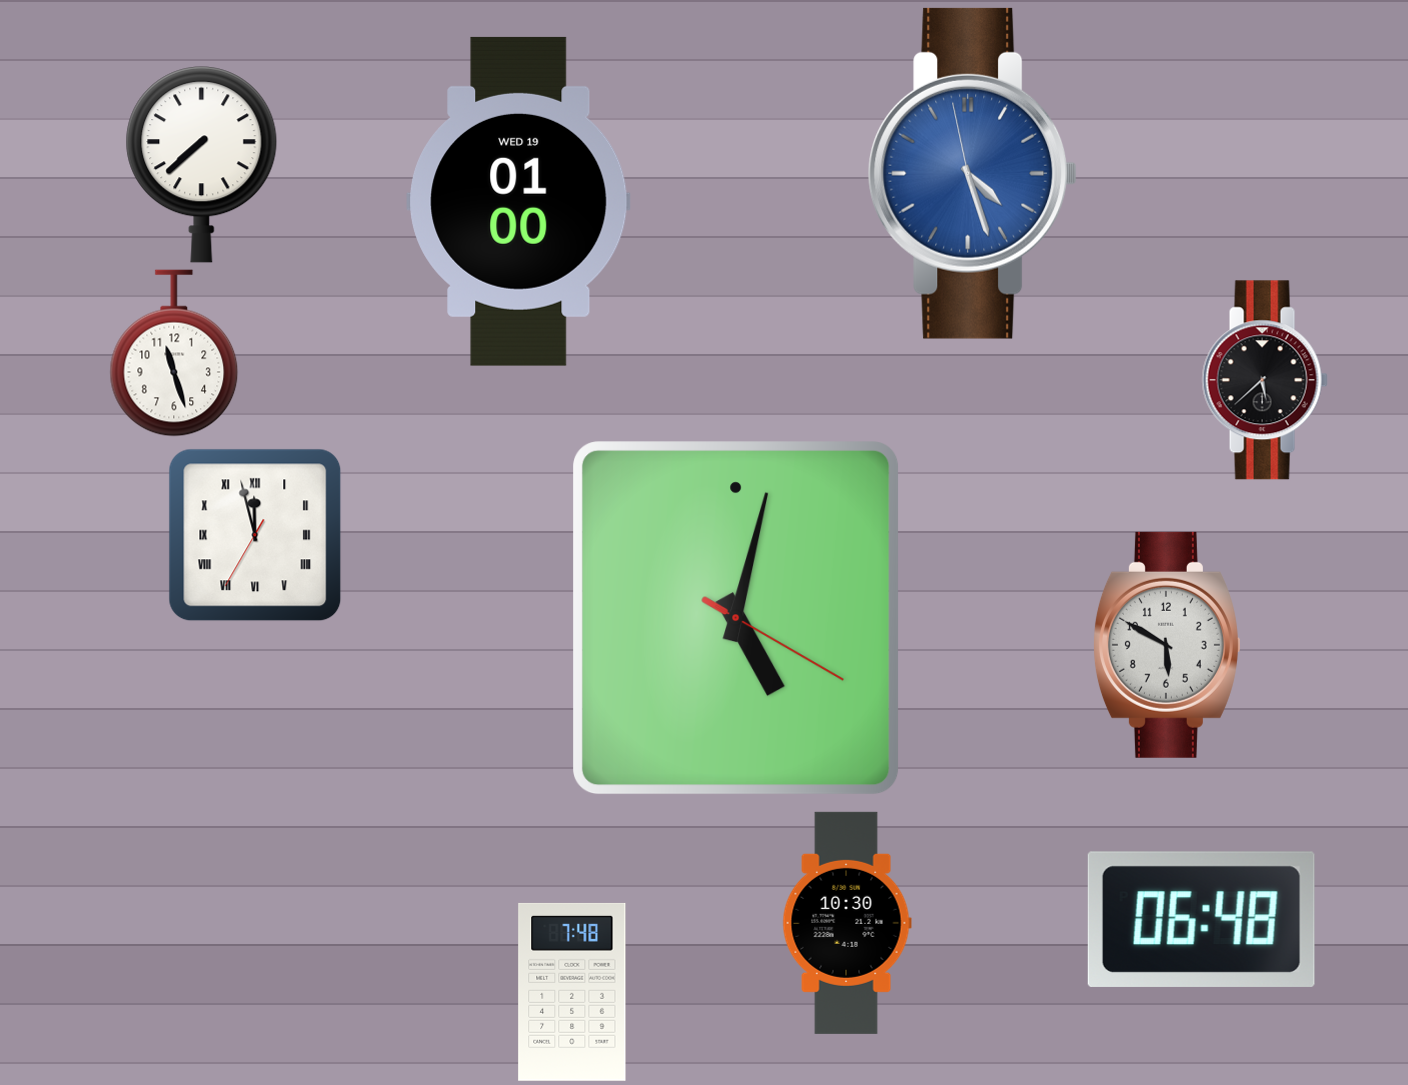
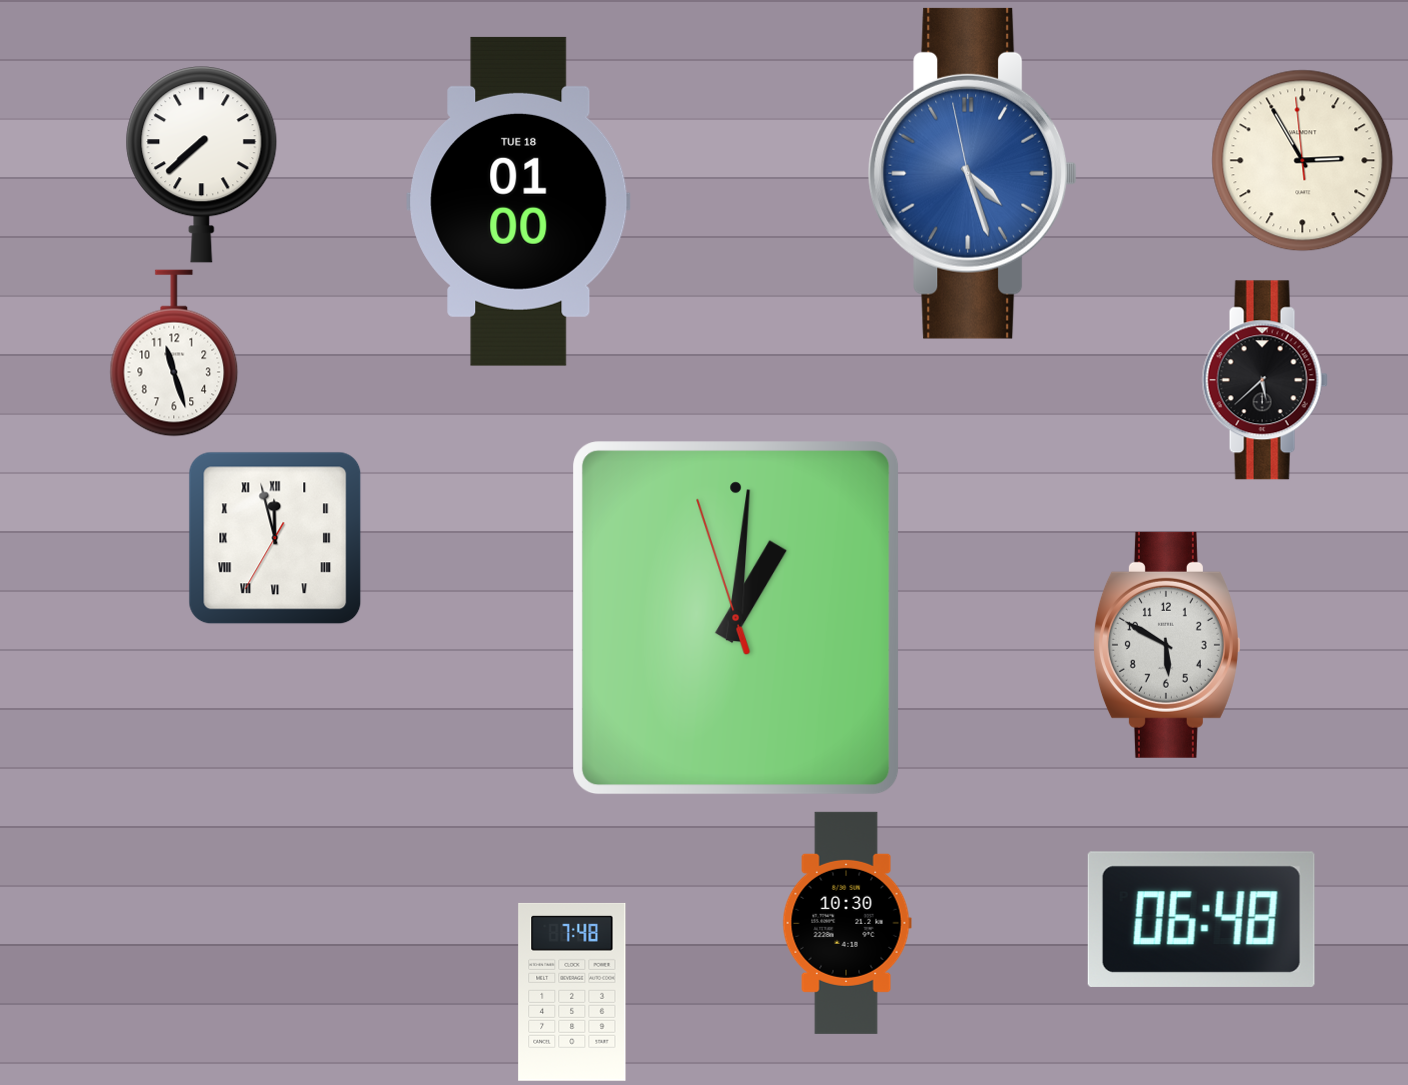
clock at (1303, 161): none -> 2:54
clock at (519, 201) date: WED 19 -> TUE 18
clock at (255, 535) position: (255, 535) -> (275, 538)
clock at (736, 618): 5:02 -> 1:00
